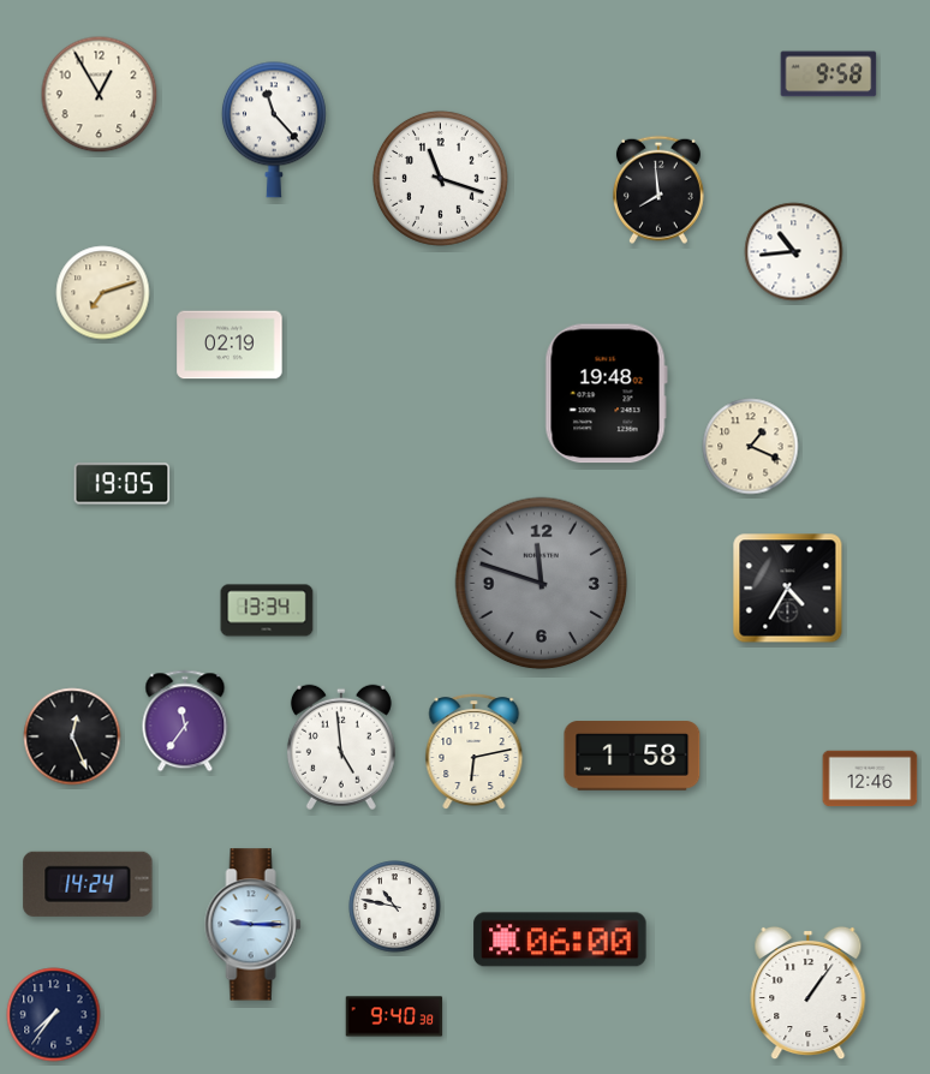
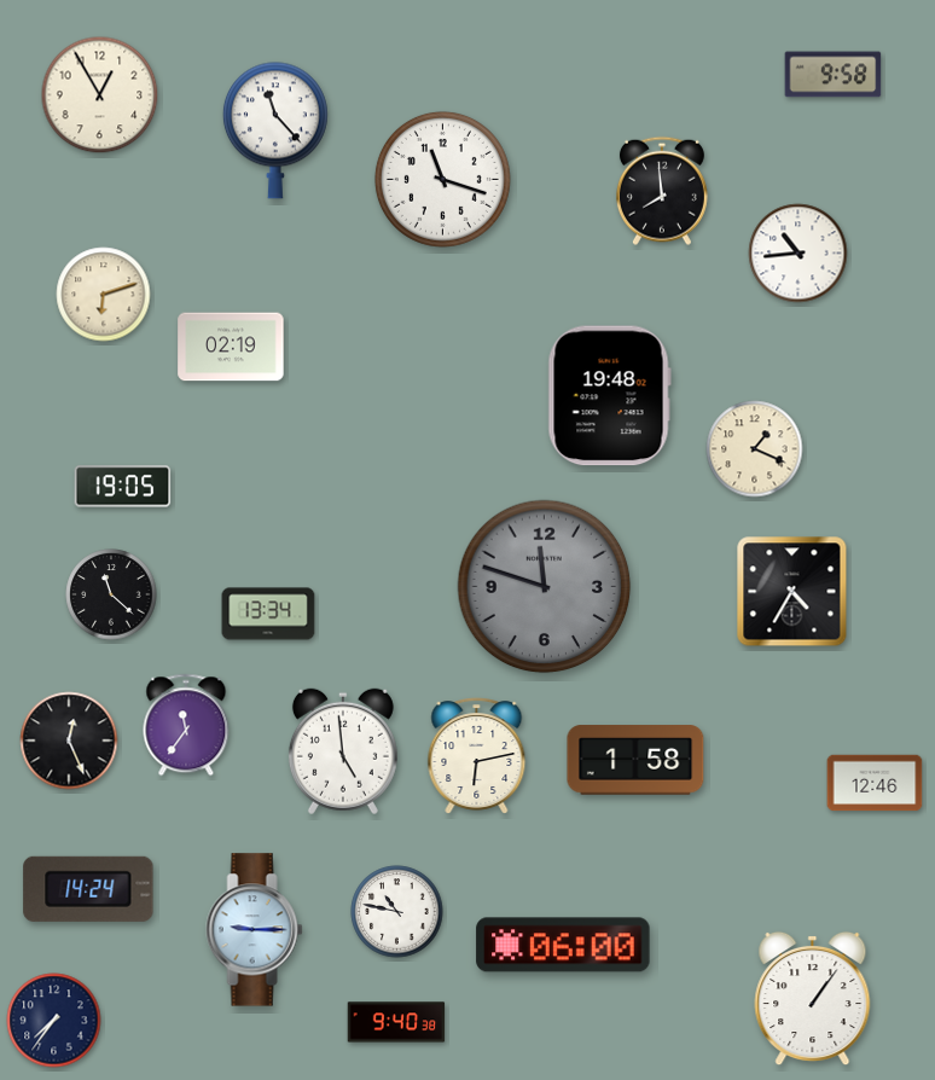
clock at (103, 293): 7:12 -> 6:12
clock at (111, 594): none -> 11:22
clock at (72, 736) position: (72, 736) -> (69, 741)
